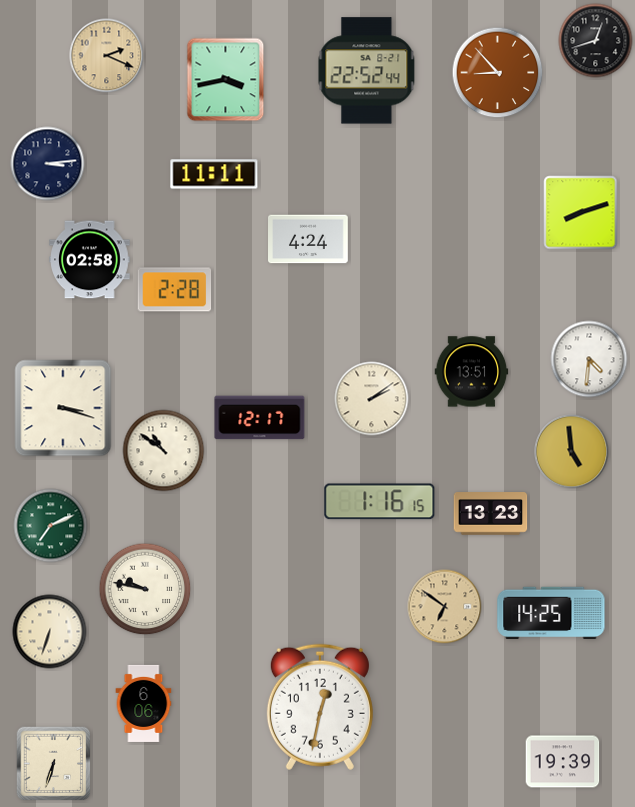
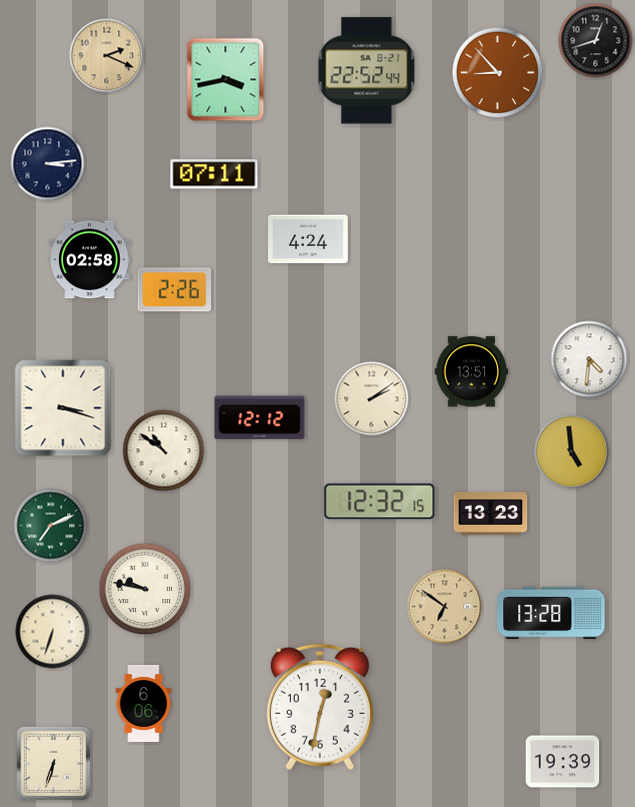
clock at (214, 174): 11:11 -> 07:11
clock at (581, 213): 8:12 -> none
clock at (175, 290): 2:28 -> 2:26
clock at (260, 418): 12:17 -> 12:12
clock at (380, 502): 1:16 -> 12:32
clock at (551, 613): 14:25 -> 13:28
clock at (50, 632) position: (50, 632) -> (53, 632)
